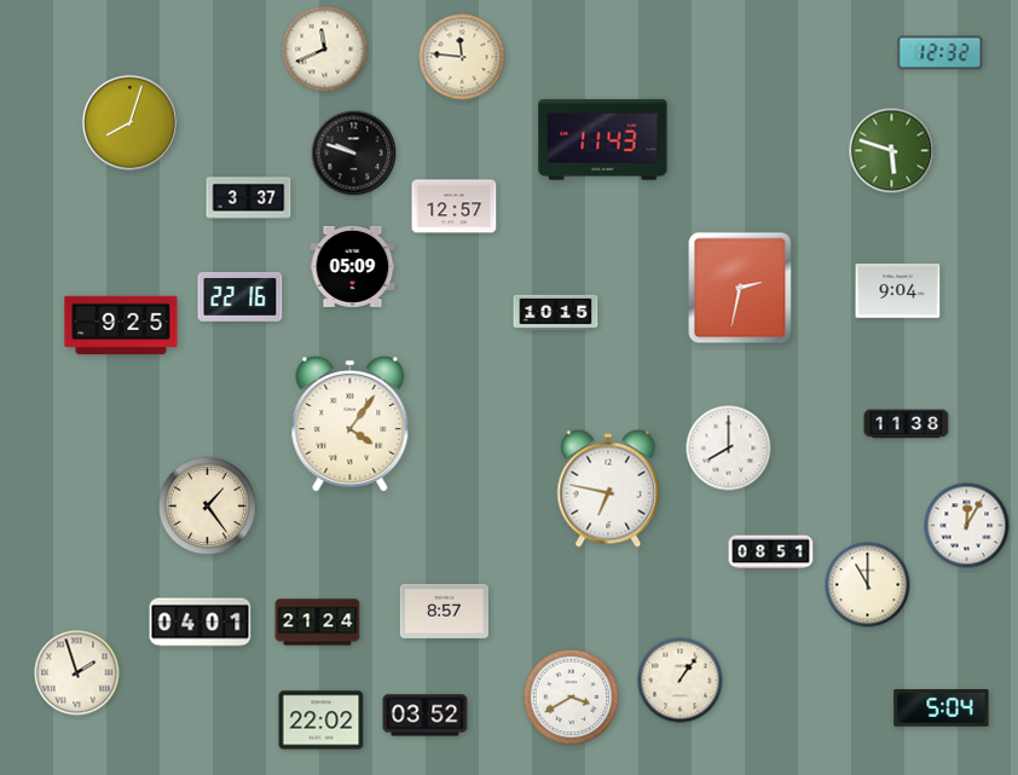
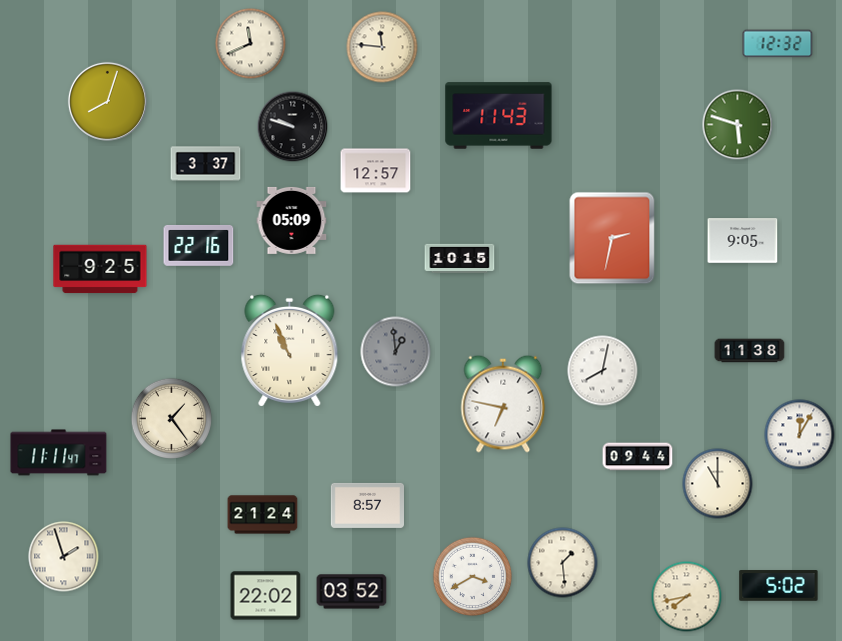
clock at (325, 50) position: (325, 50) -> (251, 44)
clock at (898, 291): 9:04 -> 9:05
clock at (351, 423): 4:06 -> 10:56
clock at (396, 352): none -> 12:59
clock at (729, 449): 8:00 -> 8:02
clock at (59, 453): none -> 11:11
clock at (771, 553): 08:51 -> 09:44
clock at (201, 623): 04:01 -> none
clock at (681, 681): 1:06 -> 1:29
clock at (942, 709): 5:04 -> 5:02
clock at (687, 597): none -> 7:43
